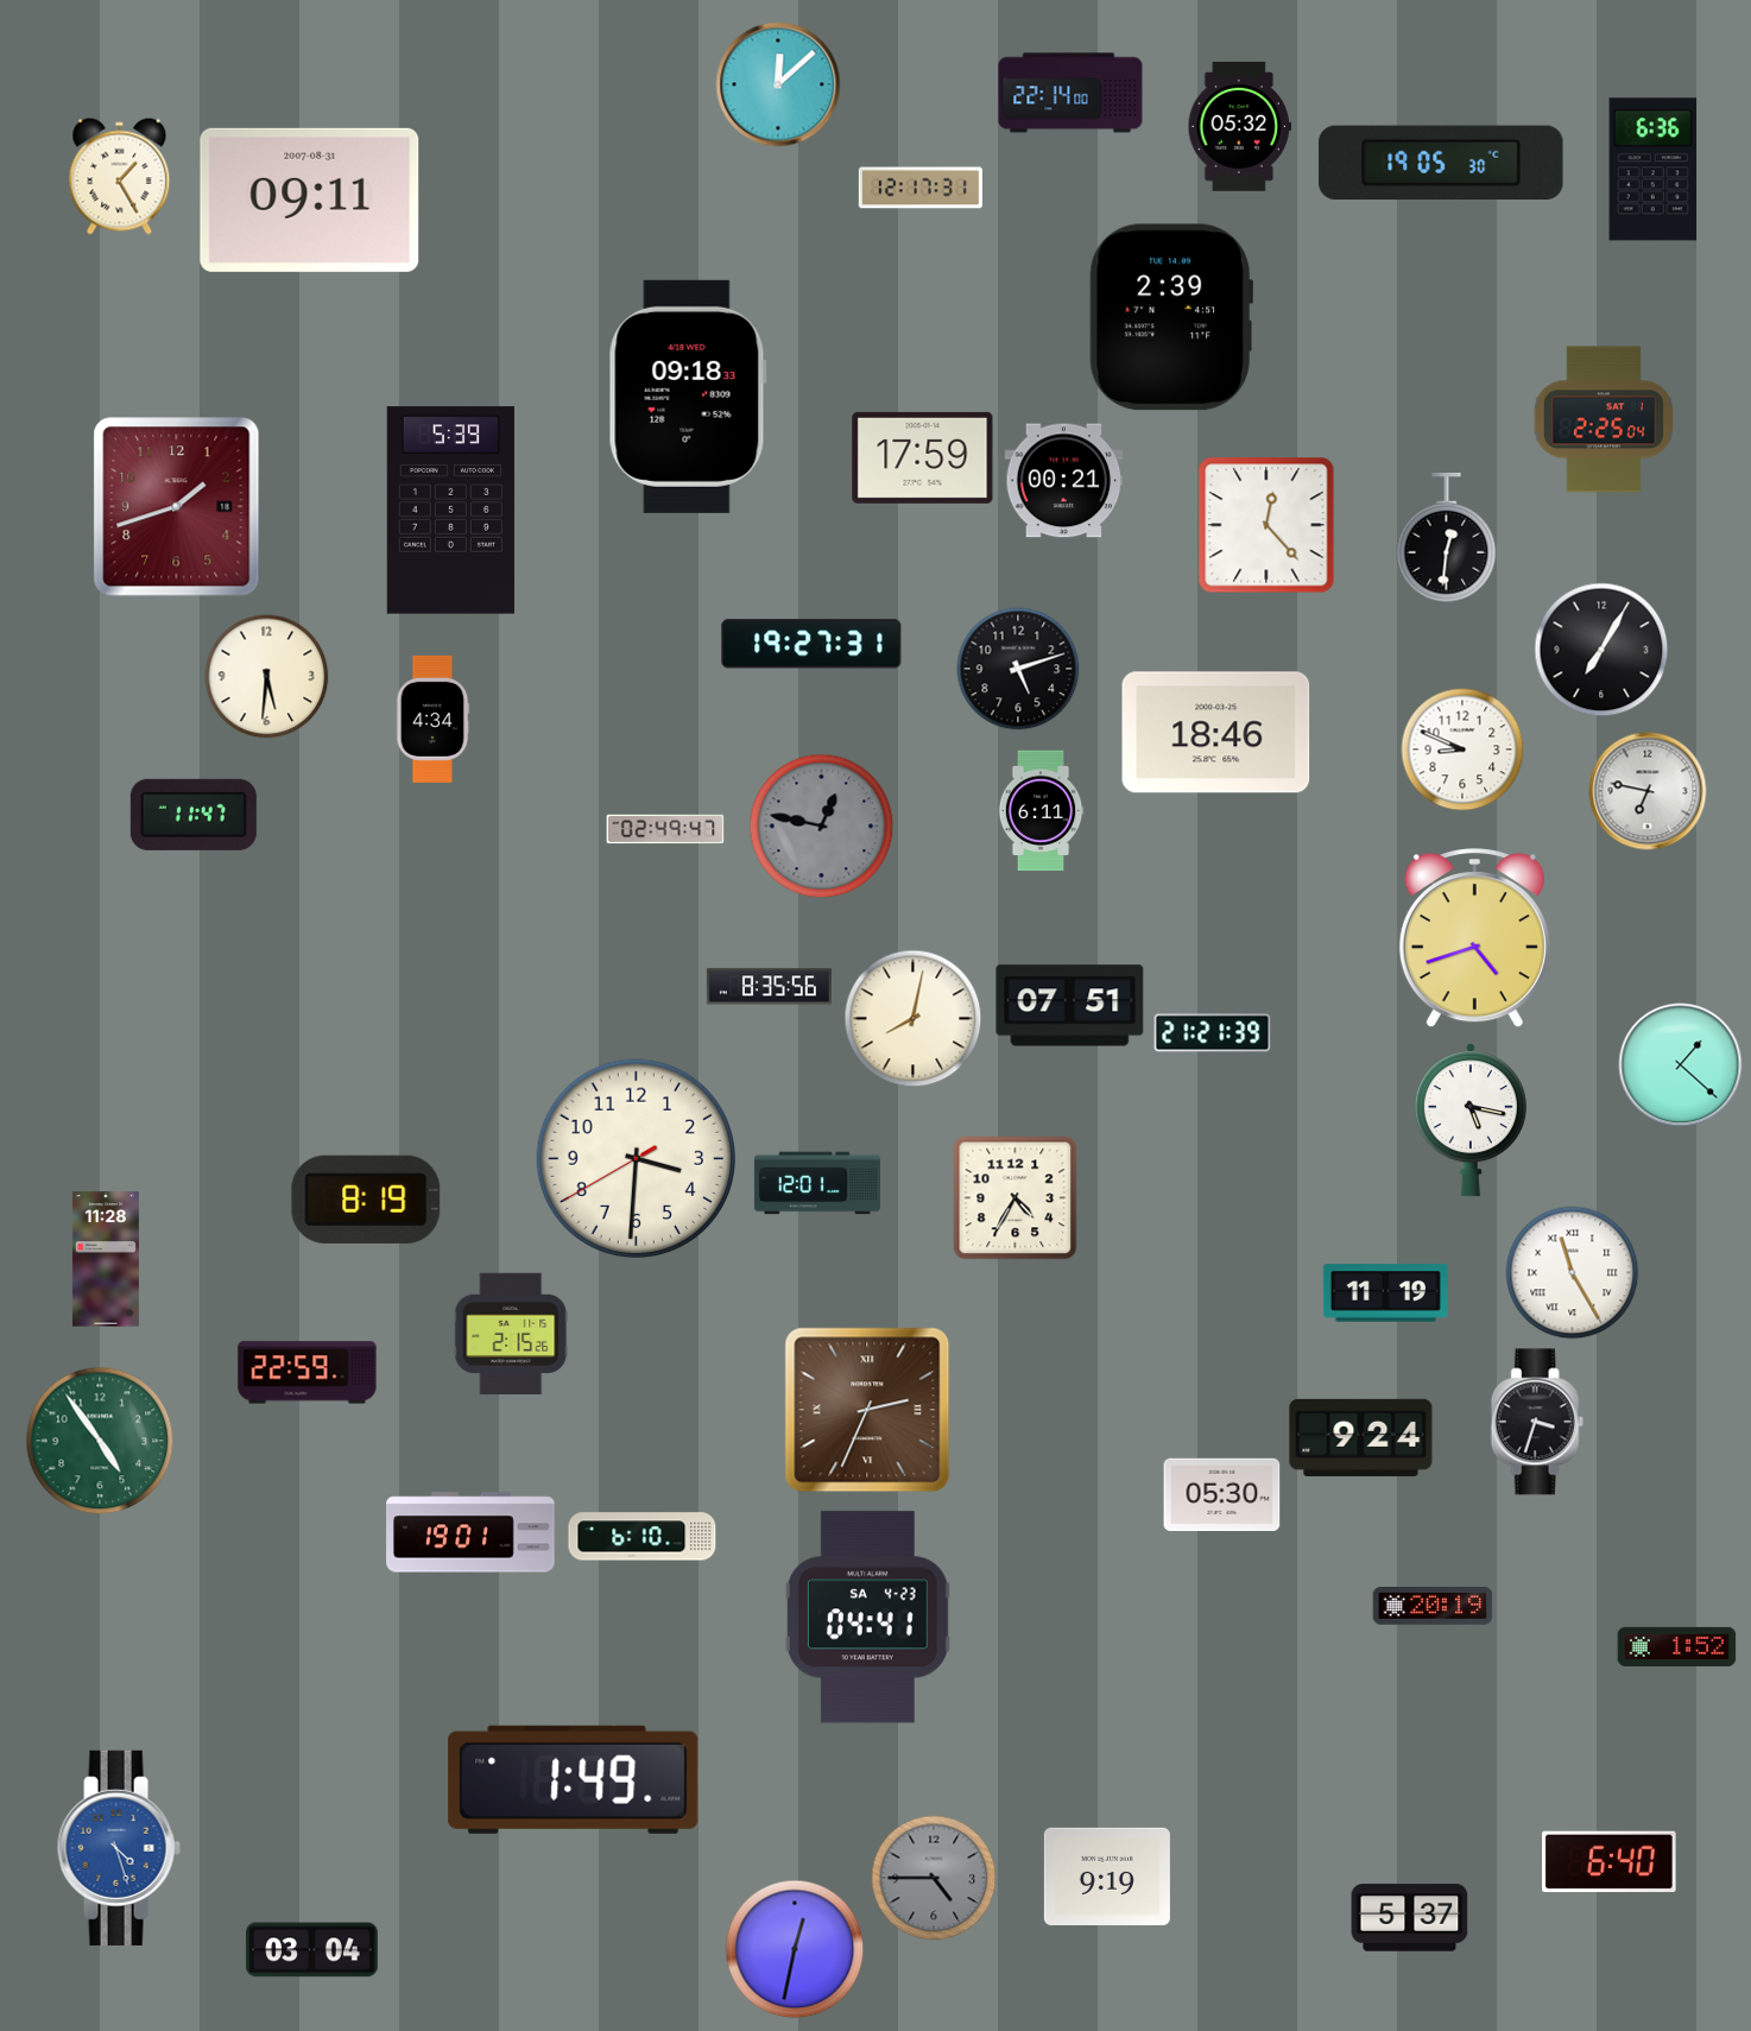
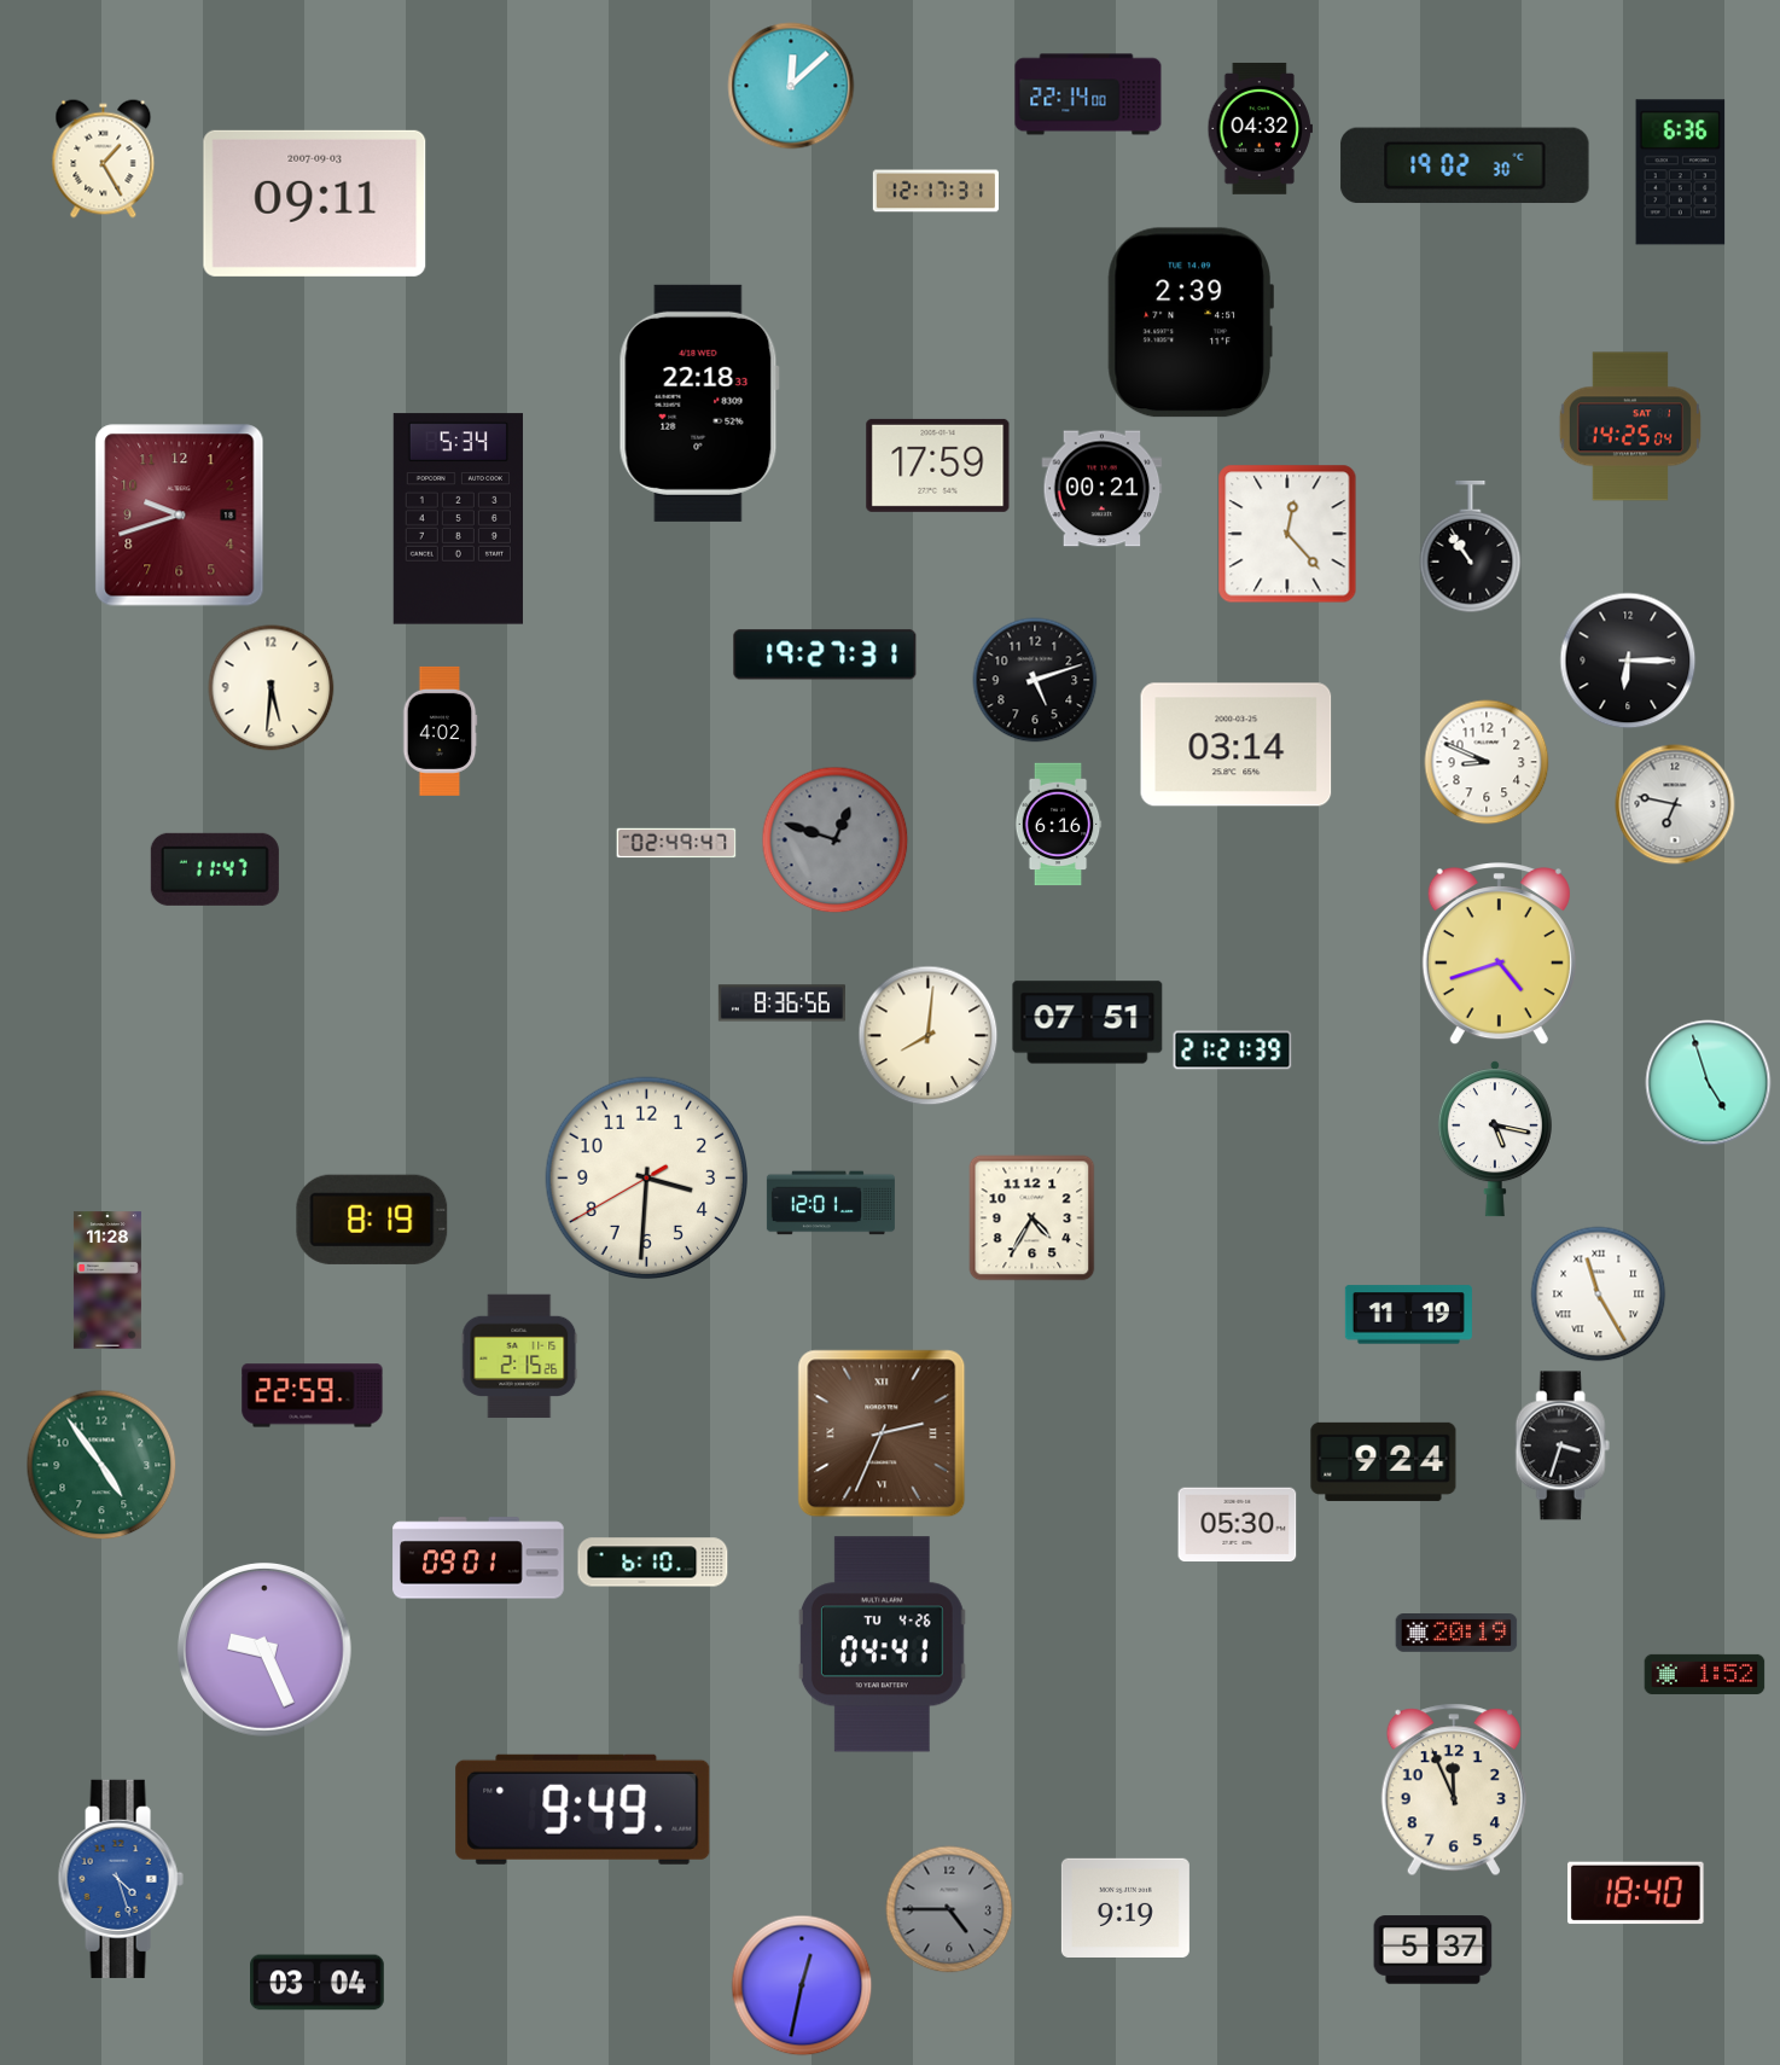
clock at (1239, 126): 05:32 -> 04:32
clock at (1441, 163): 19:05 -> 19:02
clock at (120, 177) position: (120, 177) -> (104, 159)
clock at (310, 200) date: 2007-08-31 -> 2007-09-03
clock at (688, 397): 09:18 -> 22:18
clock at (1604, 419): 2:25 -> 14:25
clock at (1064, 481) position: (1064, 481) -> (1103, 489)
clock at (177, 507): 1:42 -> 9:42
clock at (450, 511): 5:39 -> 5:34
clock at (1447, 538): 12:31 -> 10:54
clock at (1601, 650): 7:05 -> 6:15
clock at (432, 719): 4:34 -> 4:02
clock at (1216, 733): 18:46 -> 03:14
clock at (1041, 811): 6:11 -> 6:16
clock at (194, 815) position: (194, 815) -> (215, 869)
clock at (822, 827): 12:47 -> 12:48
clock at (769, 987): 8:35 -> 8:36
clock at (914, 1019): 8:02 -> 8:01
clock at (1681, 1065): 1:22 -> 4:57
clock at (1222, 1495) position: (1222, 1495) -> (1238, 1525)
clock at (470, 1532): 19:01 -> 09:01
clock at (867, 1618) date: SA 4-23 -> TU 4-26
clock at (264, 1650): none -> 9:26
clock at (1454, 1790): none -> 11:56
clock at (574, 1779): 1:49 -> 9:49
clock at (1610, 1862): 6:40 -> 18:40
clock at (795, 1949) position: (795, 1949) -> (802, 1985)
